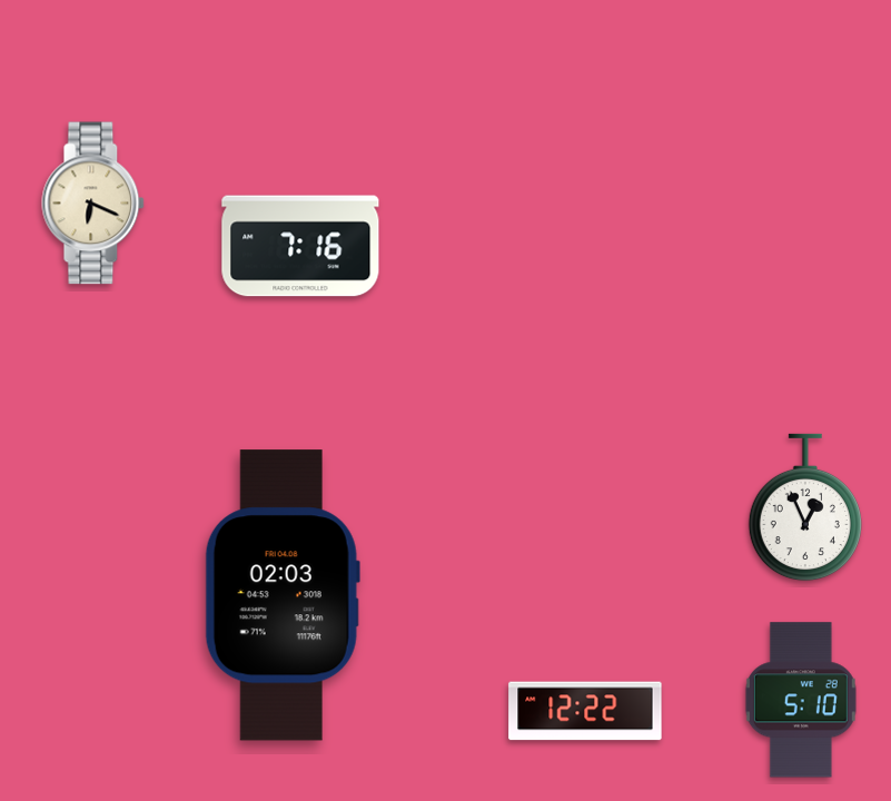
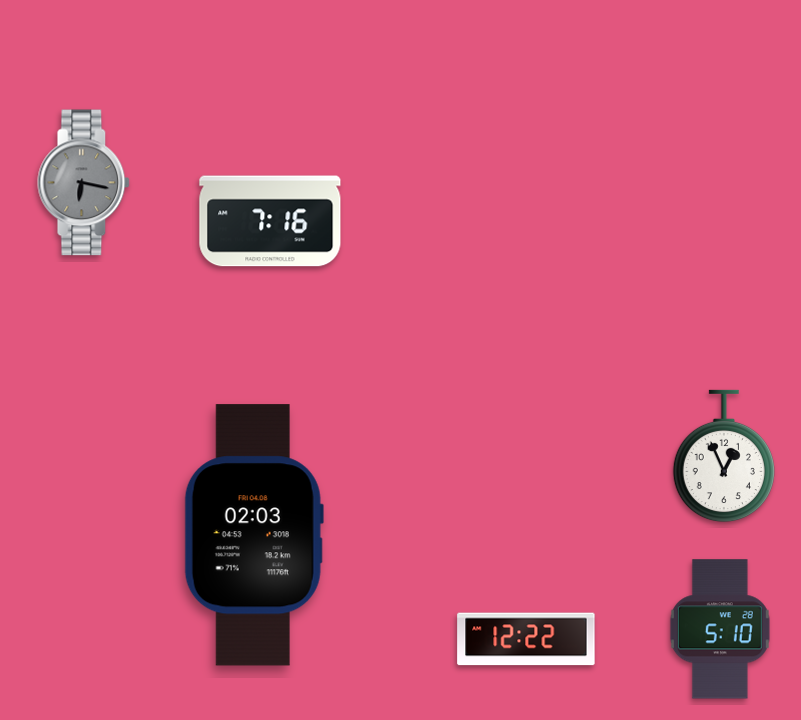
clock at (93, 204): 6:19 -> 6:17
clock at (93, 204) dial: cream -> grey
